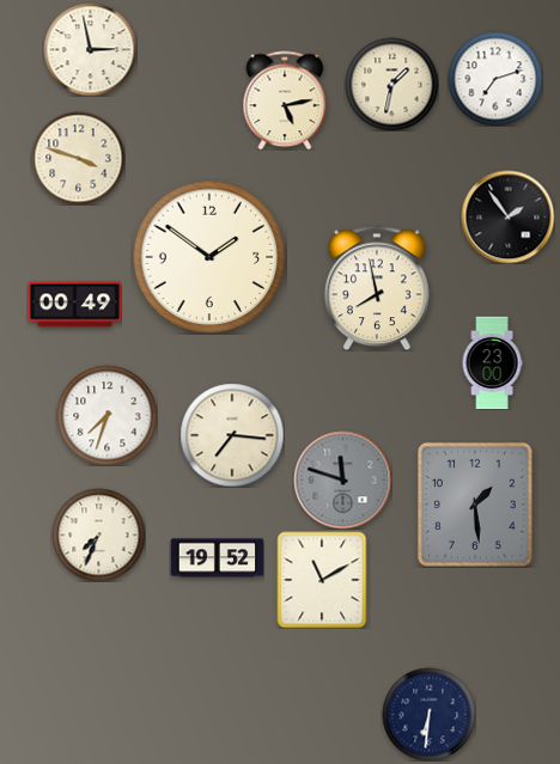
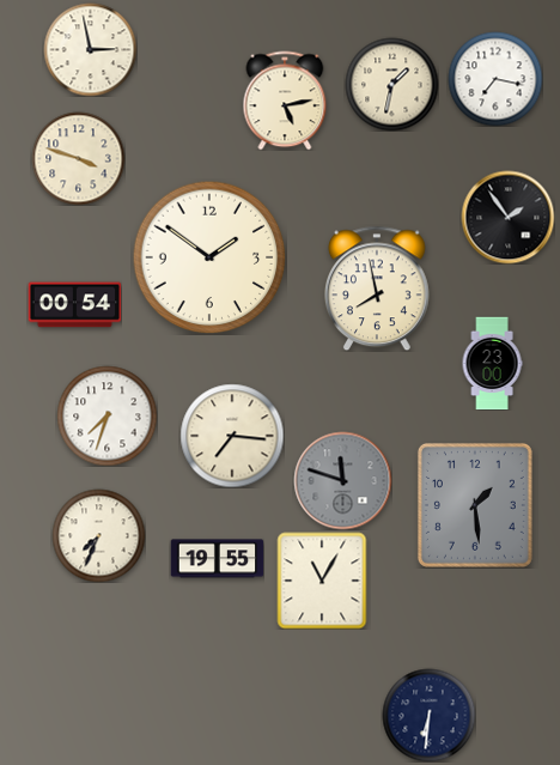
clock at (495, 79): 7:12 -> 7:17
clock at (74, 305): 00:49 -> 00:54
clock at (217, 558): 19:52 -> 19:55
clock at (322, 580): 11:10 -> 11:05
